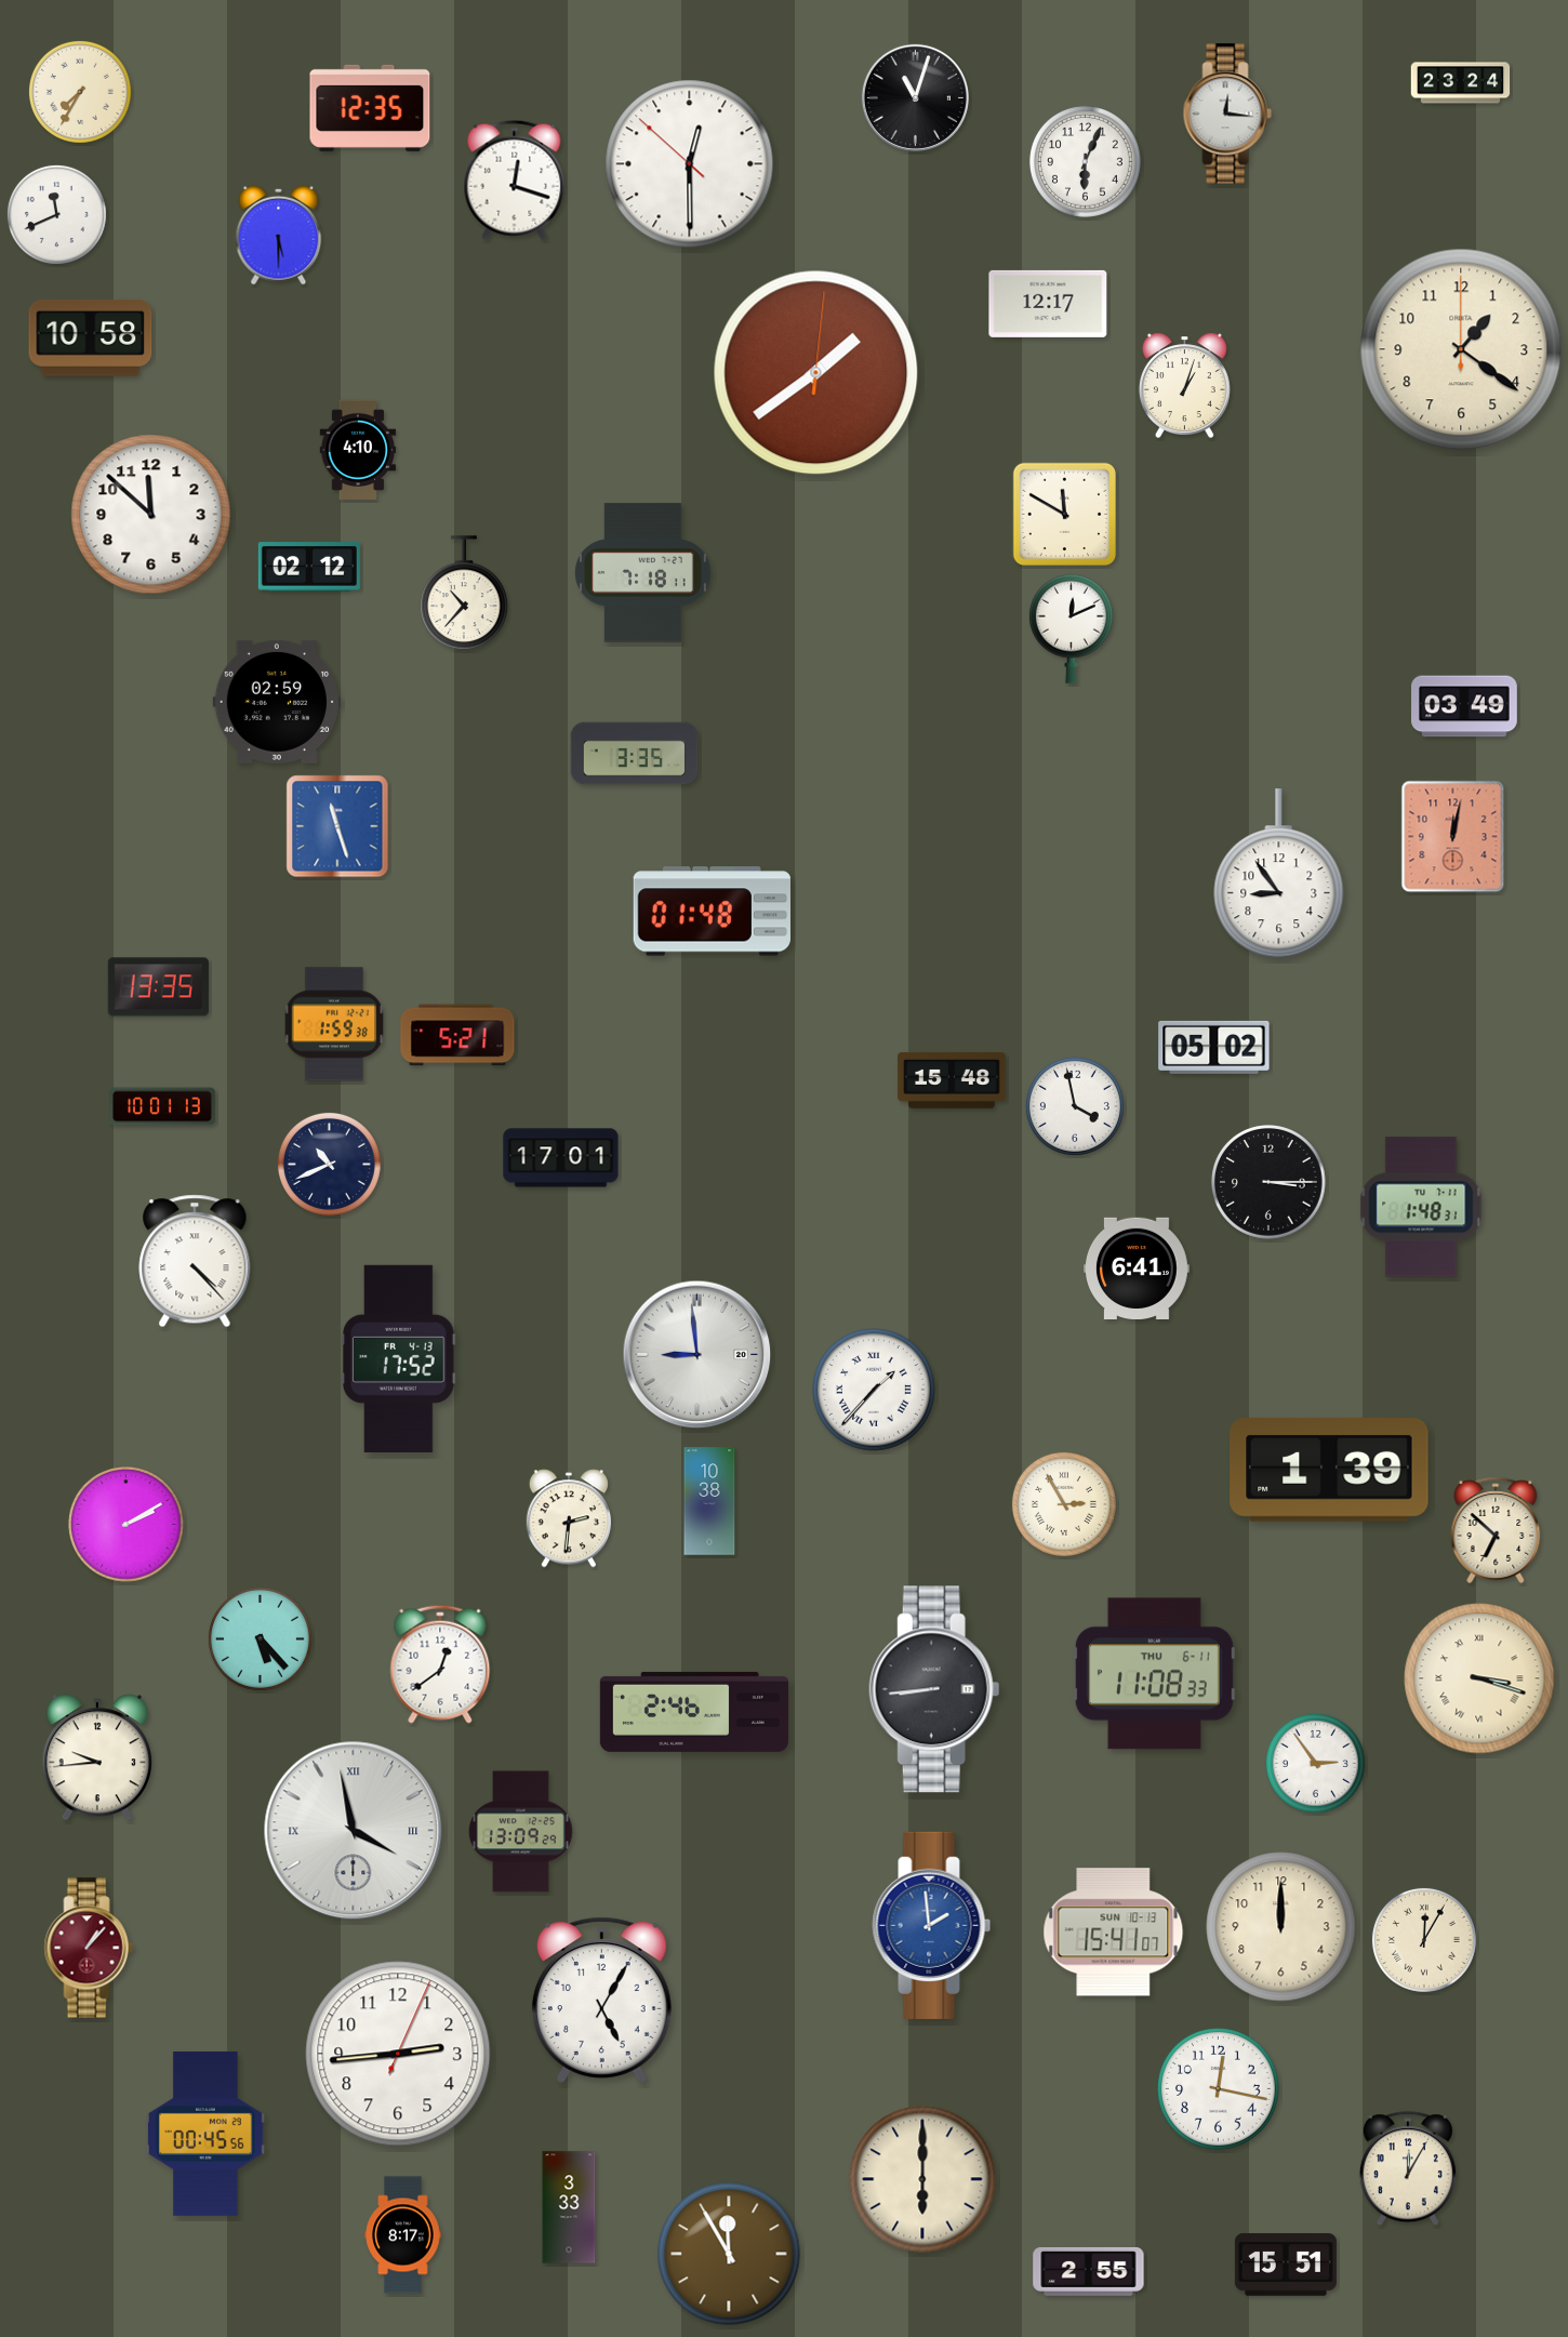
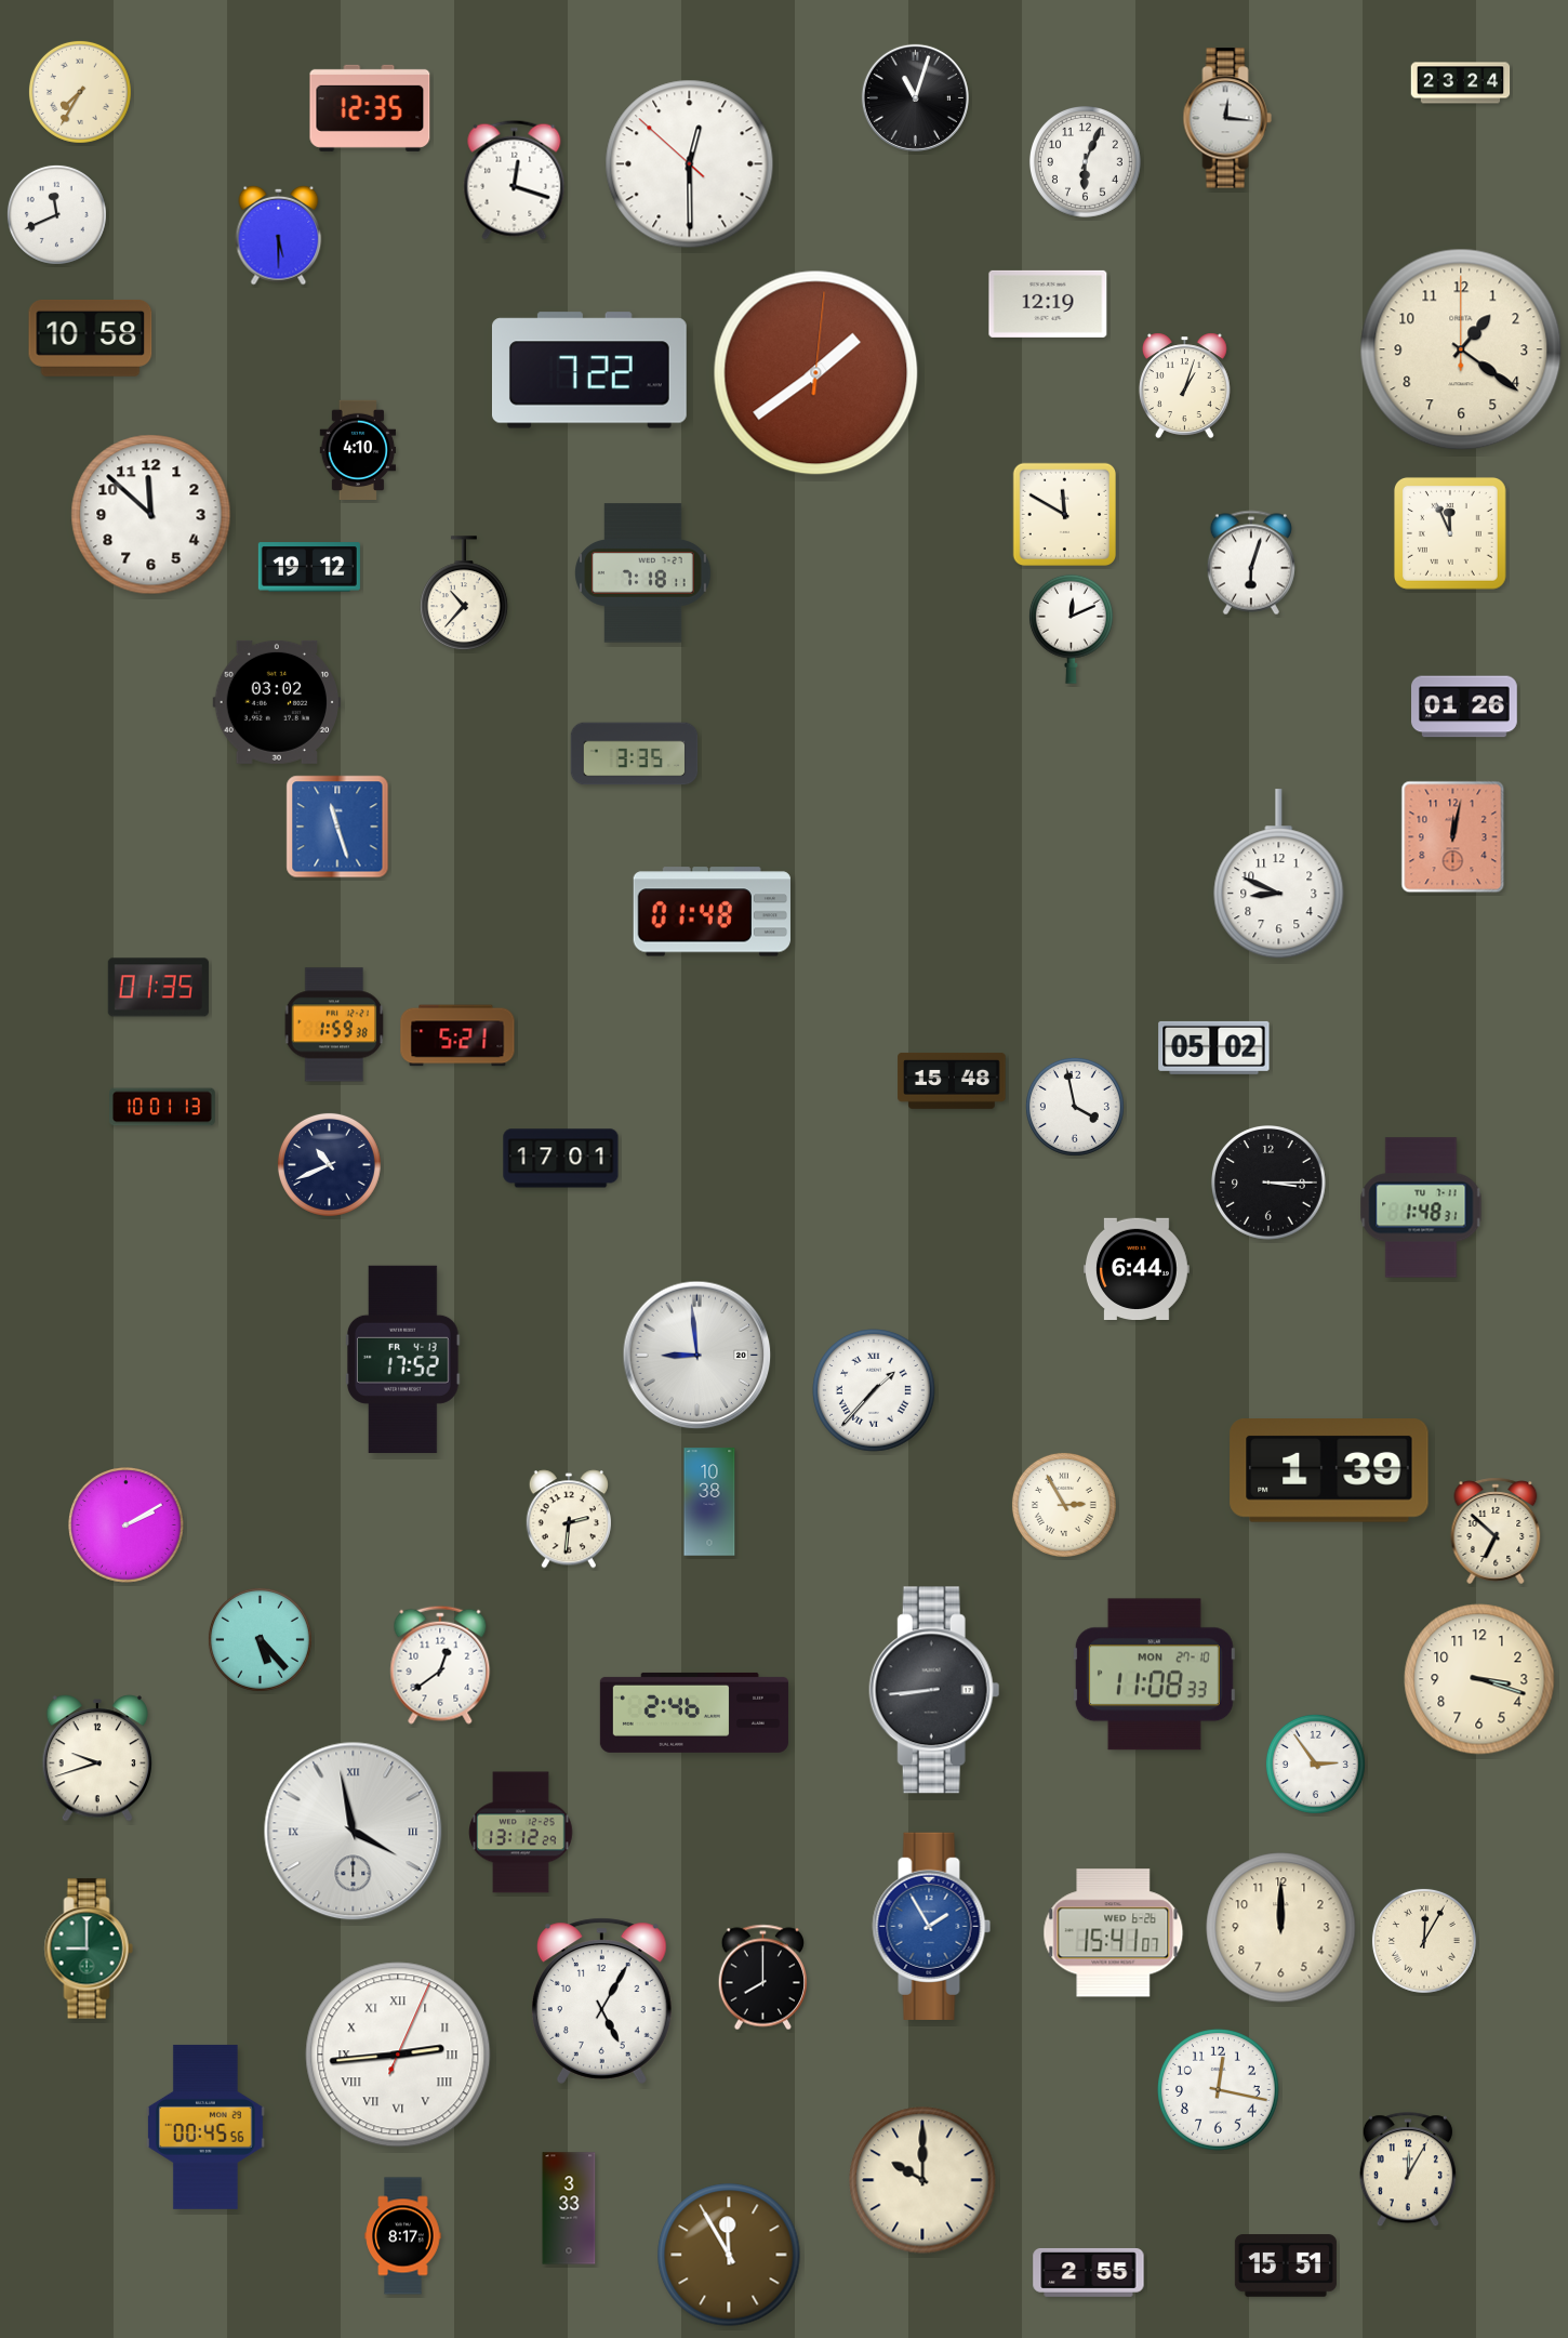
clock at (1227, 114) position: (1227, 114) -> (1227, 118)
clock at (1048, 304): 12:17 -> 12:19
clock at (589, 370): none -> 7:22
clock at (1450, 533): none -> 11:56
clock at (1251, 563): none -> 6:03
clock at (309, 567): 02:12 -> 19:12
clock at (276, 702): 02:59 -> 03:02
clock at (1465, 706): 03:49 -> 01:26
clock at (1279, 874): 8:54 -> 8:49
clock at (158, 987): 13:35 -> 01:35
clock at (195, 1261): 4:23 -> none
clock at (1138, 1267): 6:41 -> 6:44
clock at (399, 1358) position: (399, 1358) -> (403, 1359)
clock at (1154, 1674) date: THU 6-11 -> MON 27-10
clock at (1479, 1678) numerals: Roman -> Arabic
clock at (96, 1757): 9:44 -> 9:42
clock at (521, 1832): 13:09 -> 13:12
clock at (932, 1925): 1:59 -> 1:55
clock at (1114, 1933) date: SUN 10-13 -> WED 6-26
clock at (89, 1948): 1:07 -> 9:00
clock at (89, 1948) dial: burgundy -> green
clock at (762, 1978): none -> 8:00
clock at (398, 2054) numerals: Arabic -> Roman
clock at (207, 2134) position: (207, 2134) -> (207, 2127)
clock at (922, 2179): 6:00 -> 10:00
